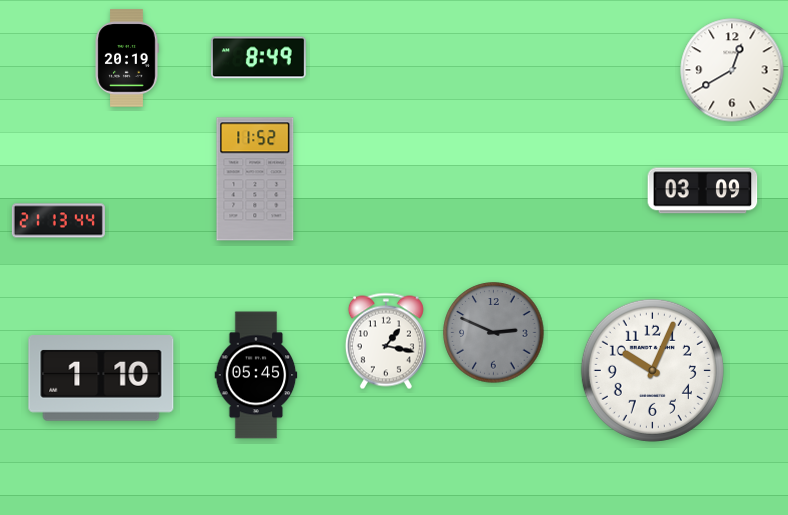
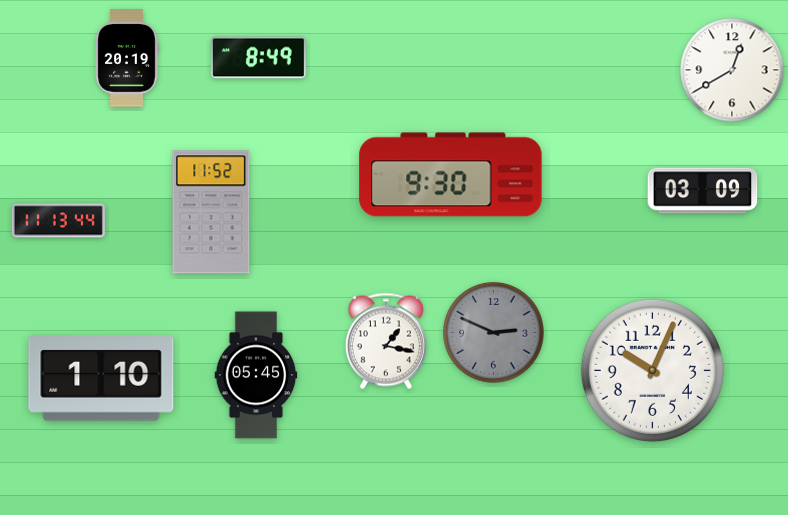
clock at (451, 175): none -> 9:30
clock at (255, 179) position: (255, 179) -> (211, 212)
clock at (58, 221): 21:13 -> 11:13
